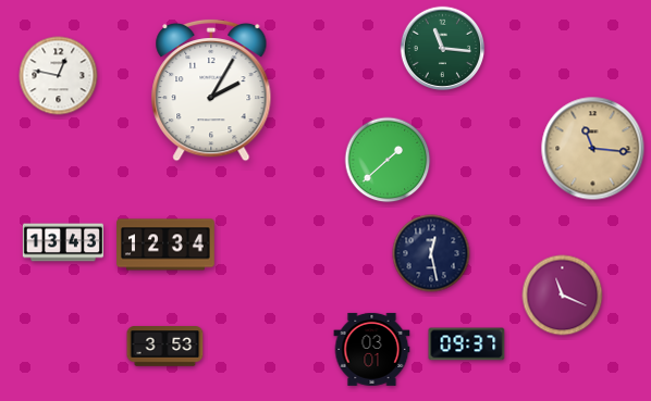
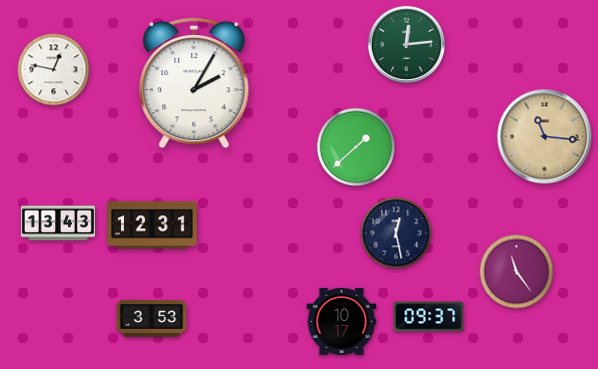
clock at (443, 49): 11:16 -> 12:14
clock at (165, 245): 12:34 -> 12:31
clock at (563, 296): 11:19 -> 11:24
clock at (372, 349): 03:01 -> 10:17
